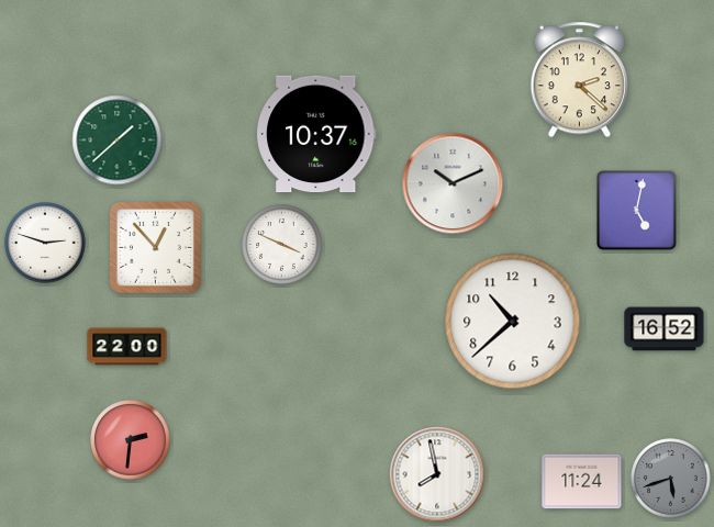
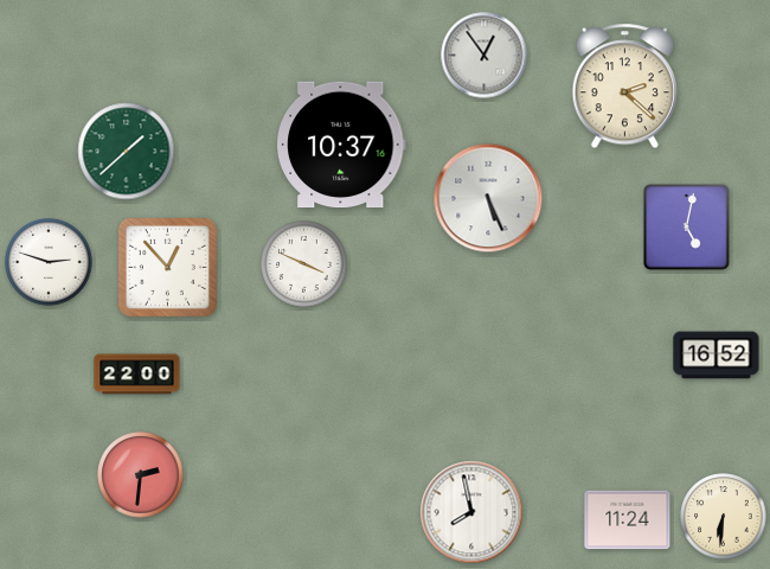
clock at (485, 56): none -> 12:54
clock at (453, 183): 10:11 -> 5:26
clock at (513, 322): 10:38 -> none
clock at (671, 479): 5:42 -> 6:31
clock at (671, 479) dial: grey -> cream
